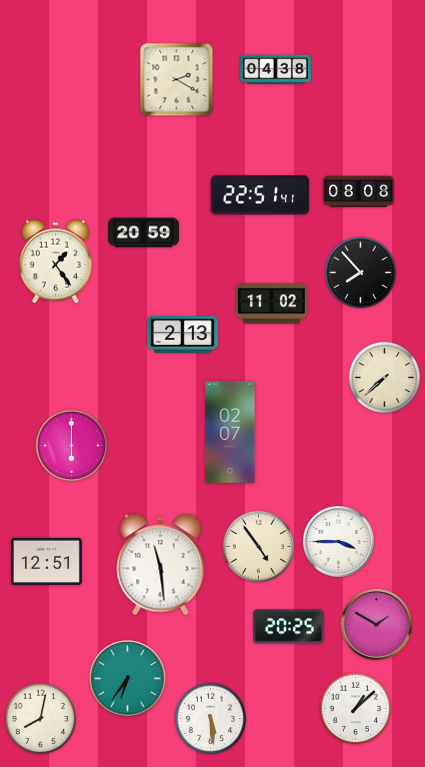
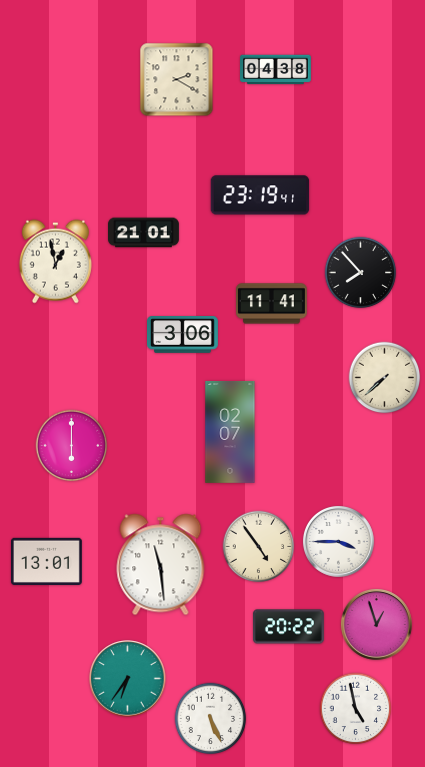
clock at (359, 192): 08:08 -> none
clock at (260, 195): 22:51 -> 23:19
clock at (144, 233): 20:59 -> 21:01
clock at (55, 262): 1:24 -> 12:58
clock at (272, 304): 11:02 -> 11:41
clock at (183, 335): 2:13 -> 3:06
clock at (47, 561): 12:51 -> 13:01
clock at (376, 624): 1:50 -> 12:57
clock at (288, 627): 20:25 -> 20:22
clock at (356, 709): 1:08 -> 4:58
clock at (41, 719): 8:02 -> none
clock at (211, 719): 5:29 -> 5:26
